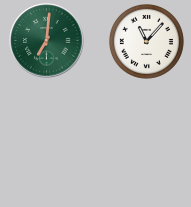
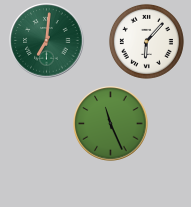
clock at (146, 41): 11:07 -> 6:07
clock at (111, 124): none -> 11:26
